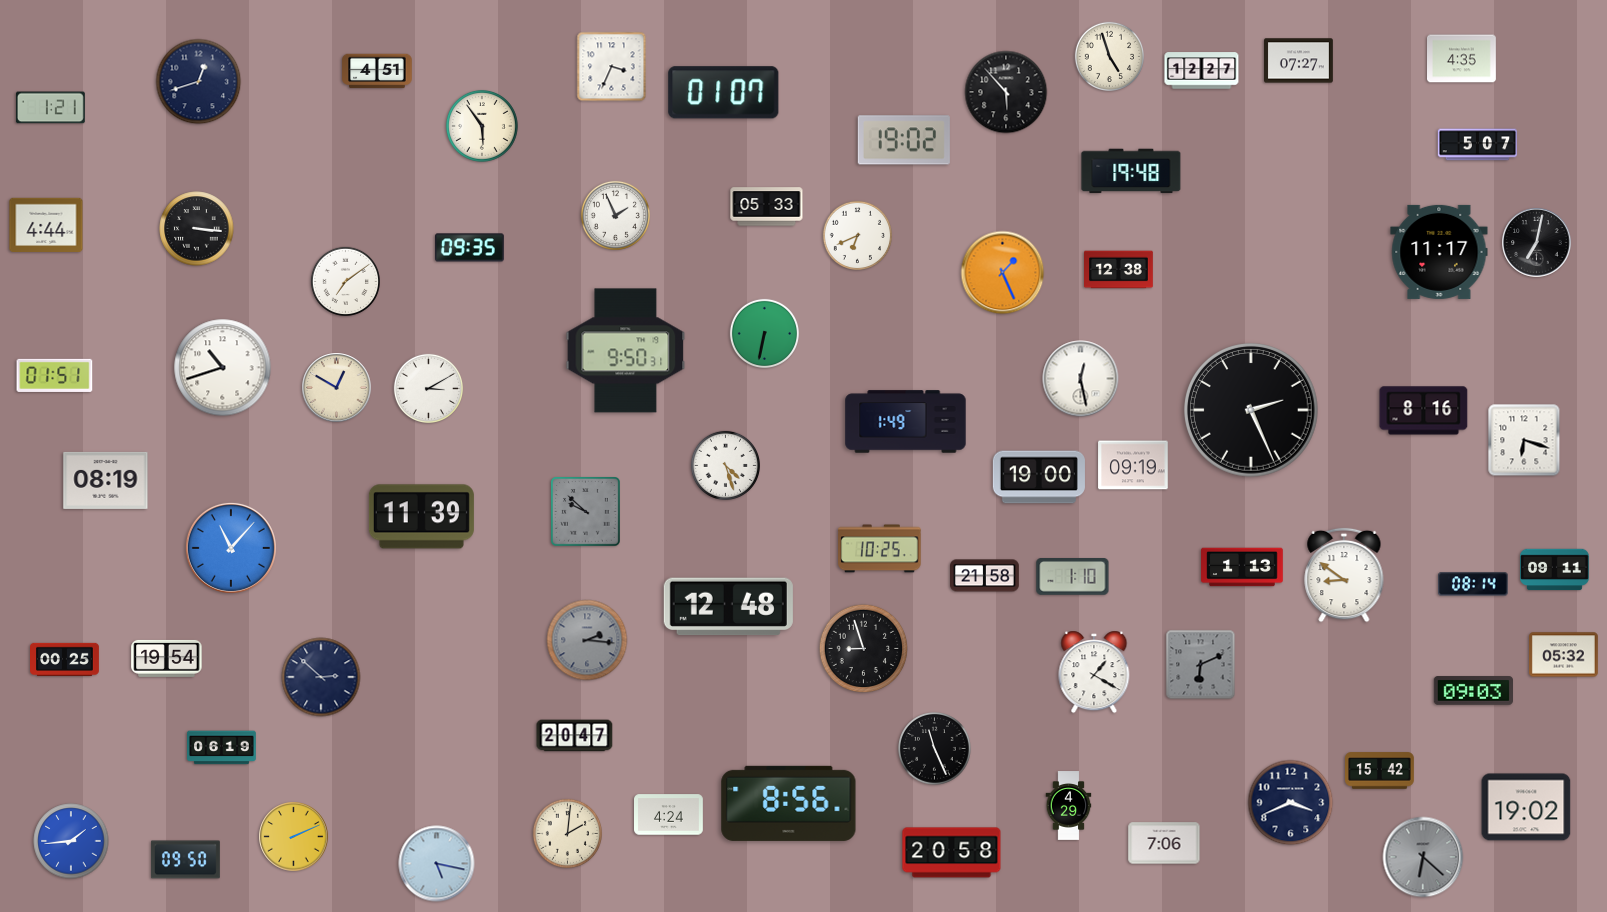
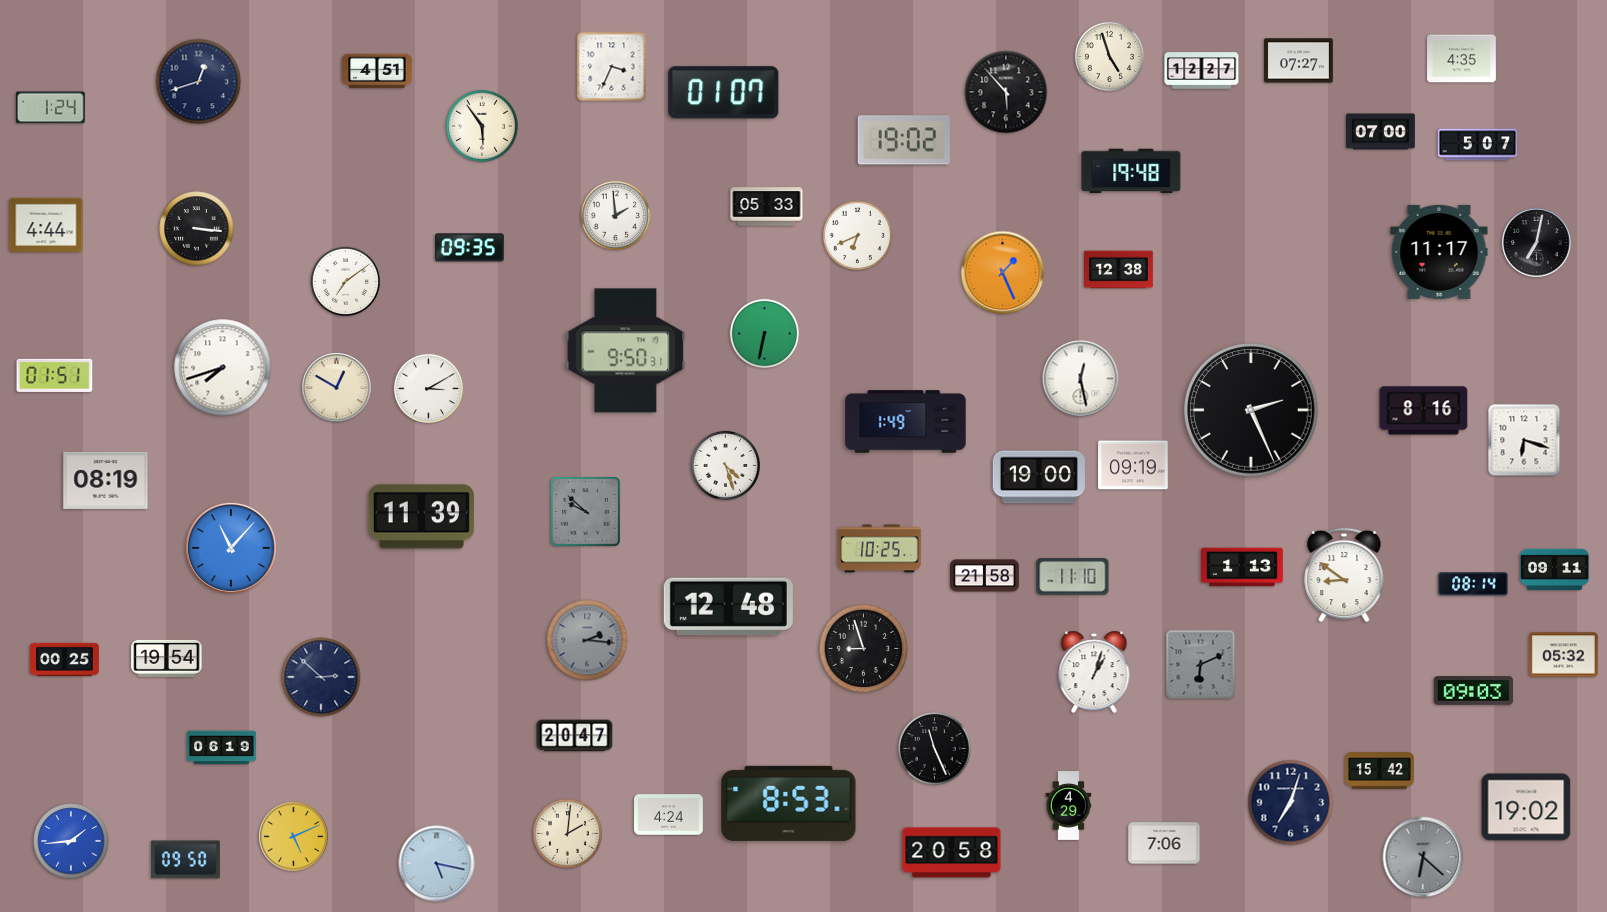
clock at (50, 108): 1:21 -> 1:24
clock at (1381, 132): none -> 07:00
clock at (615, 215): 1:56 -> 1:59
clock at (223, 368): 10:42 -> 7:42
clock at (1073, 577): 1:10 -> 11:10
clock at (1094, 672): 1:20 -> 1:03
clock at (789, 803): 8:56 -> 8:53
clock at (1291, 803): 3:41 -> 7:03
clock at (294, 837): 2:11 -> 5:11
